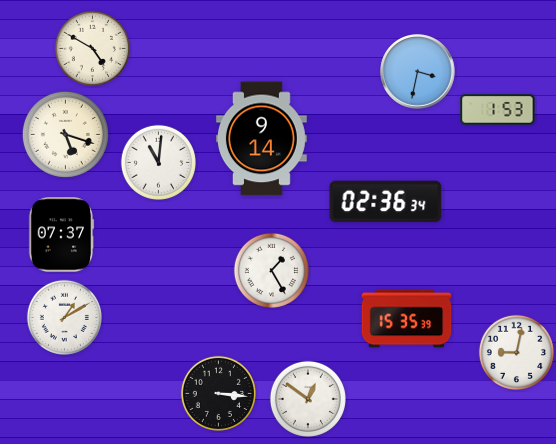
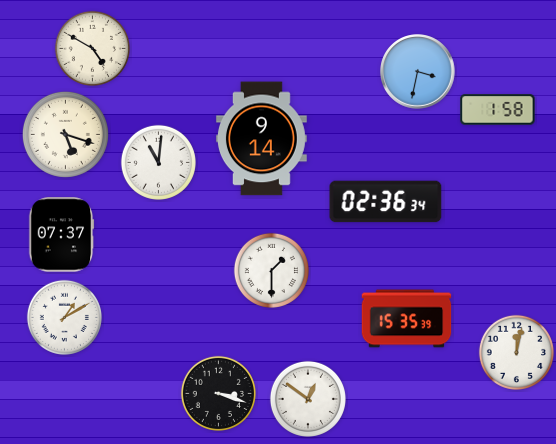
clock at (498, 110): 1:53 -> 1:58
clock at (271, 270): 1:25 -> 1:30
clock at (516, 352): 9:02 -> 12:02
clock at (218, 393): 3:16 -> 3:18
